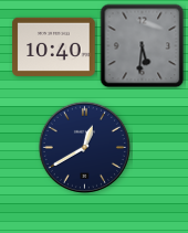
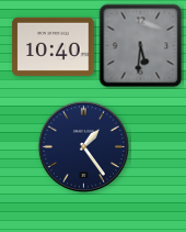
clock at (84, 147): 12:40 -> 1:24
